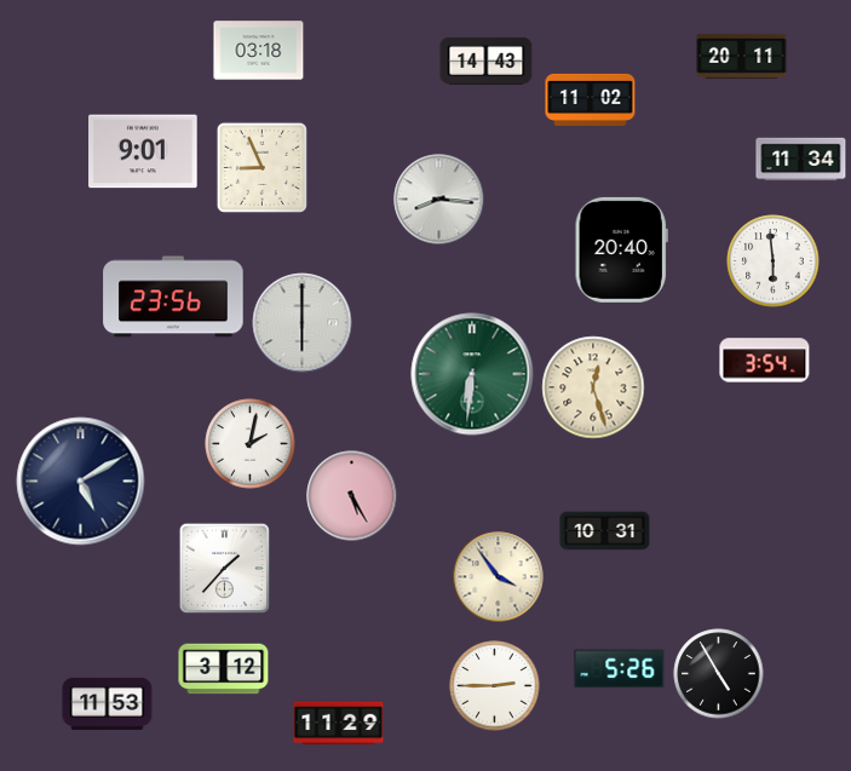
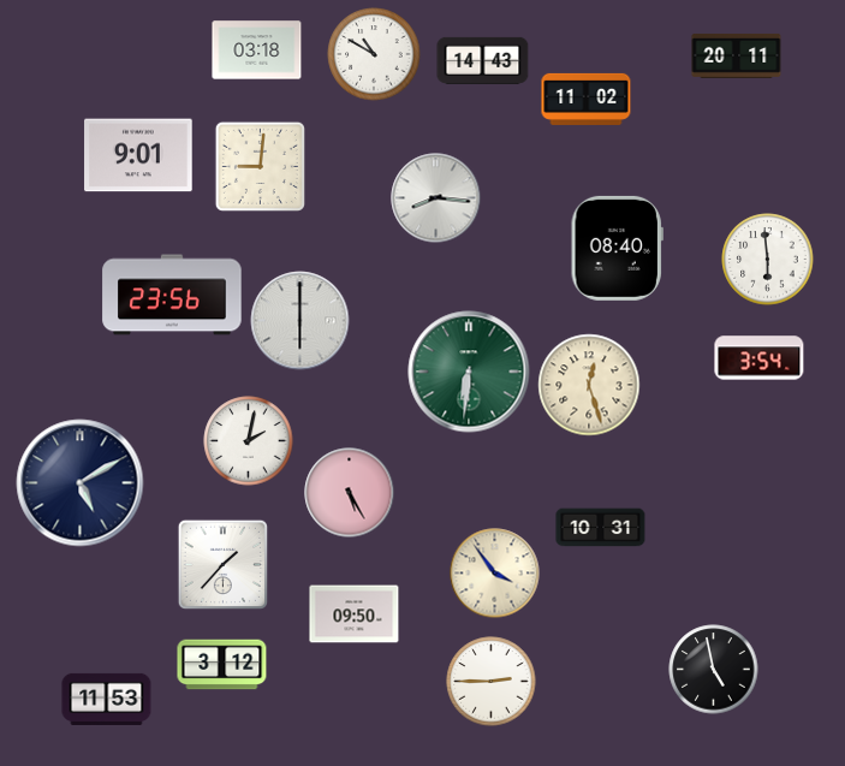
clock at (374, 54): none -> 10:50
clock at (143, 151) position: (143, 151) -> (138, 155)
clock at (801, 160): 11:34 -> none
clock at (261, 167): 8:56 -> 9:01
clock at (621, 249): 20:40 -> 08:40
clock at (81, 482) position: (81, 482) -> (81, 483)
clock at (355, 614): none -> 09:50
clock at (620, 669): 5:26 -> none
clock at (719, 674): 4:55 -> 4:58
clock at (339, 724): 11:29 -> none
